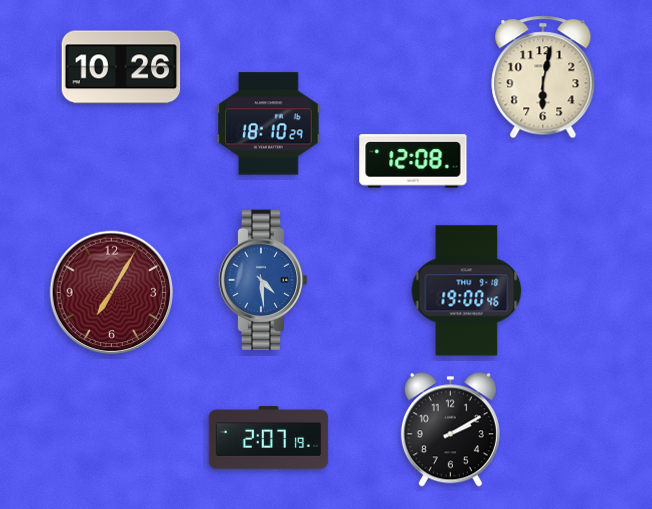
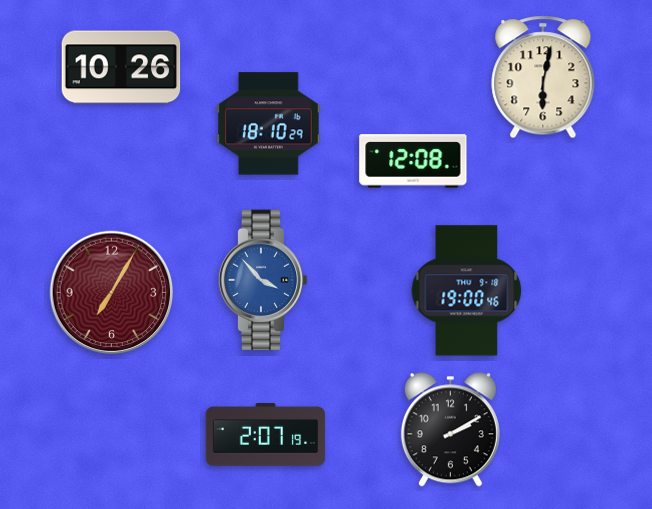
clock at (263, 280): 4:29 -> 3:53
clock at (269, 438) position: (269, 438) -> (266, 435)
